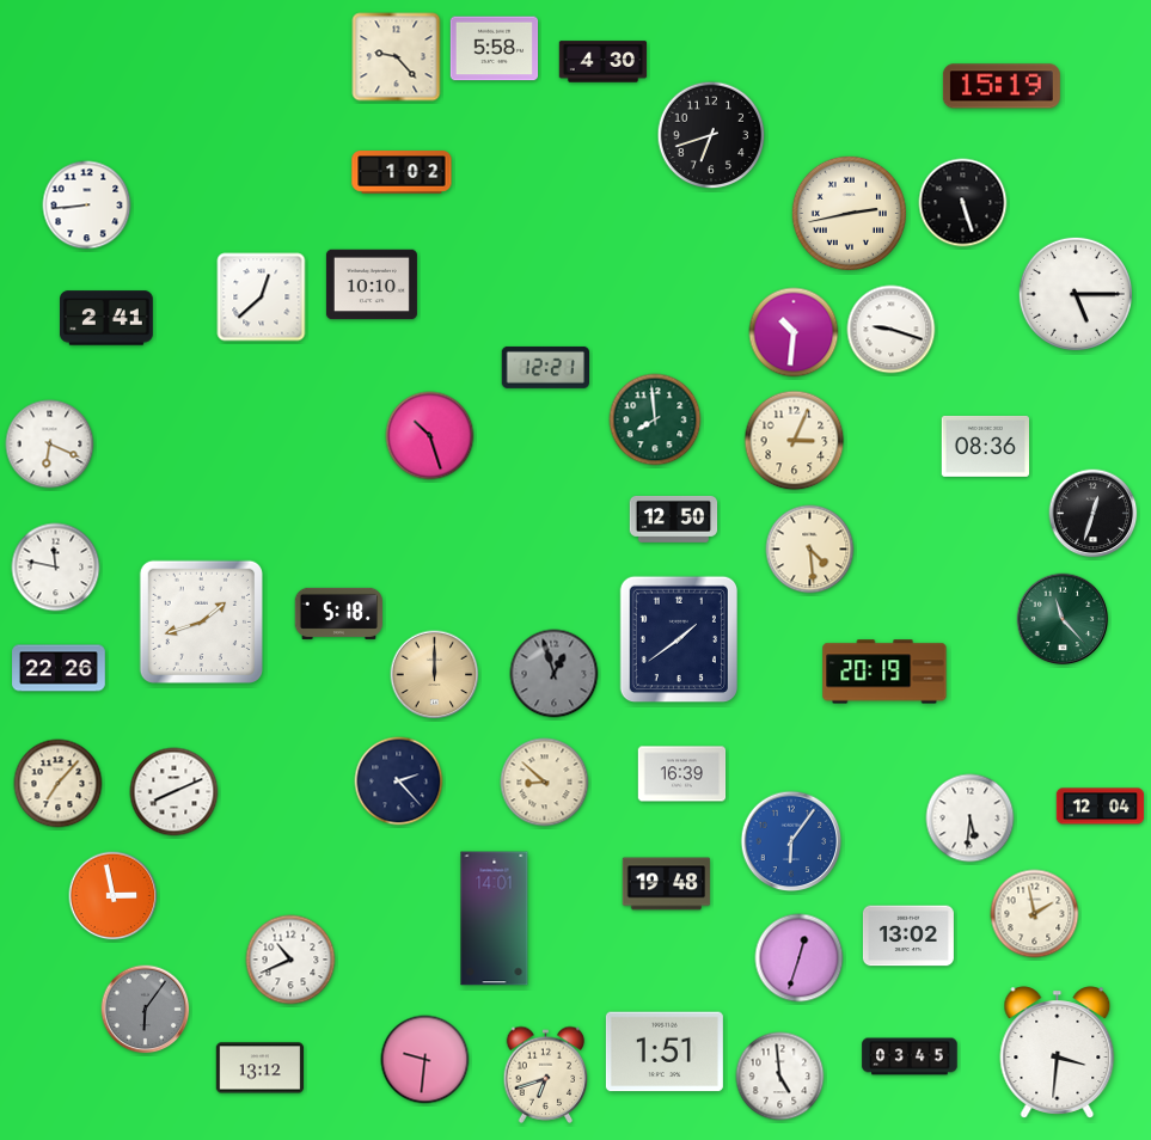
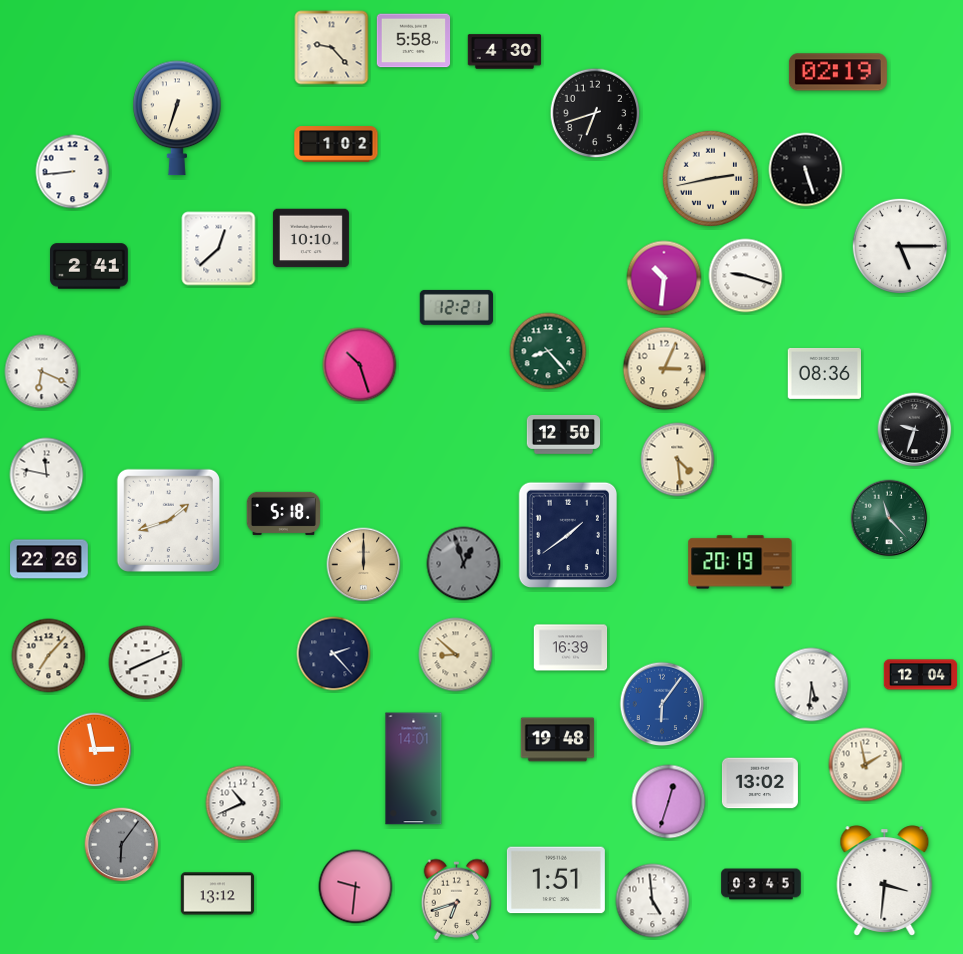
clock at (1002, 86): 15:19 -> 02:19
clock at (177, 118): none -> 6:33
clock at (655, 419): 7:59 -> 8:23
clock at (1094, 514): 12:33 -> 9:33
